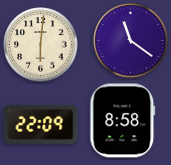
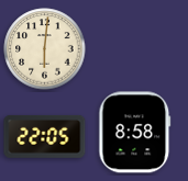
clock at (131, 41): 11:21 -> none
clock at (41, 124): 22:09 -> 22:05
